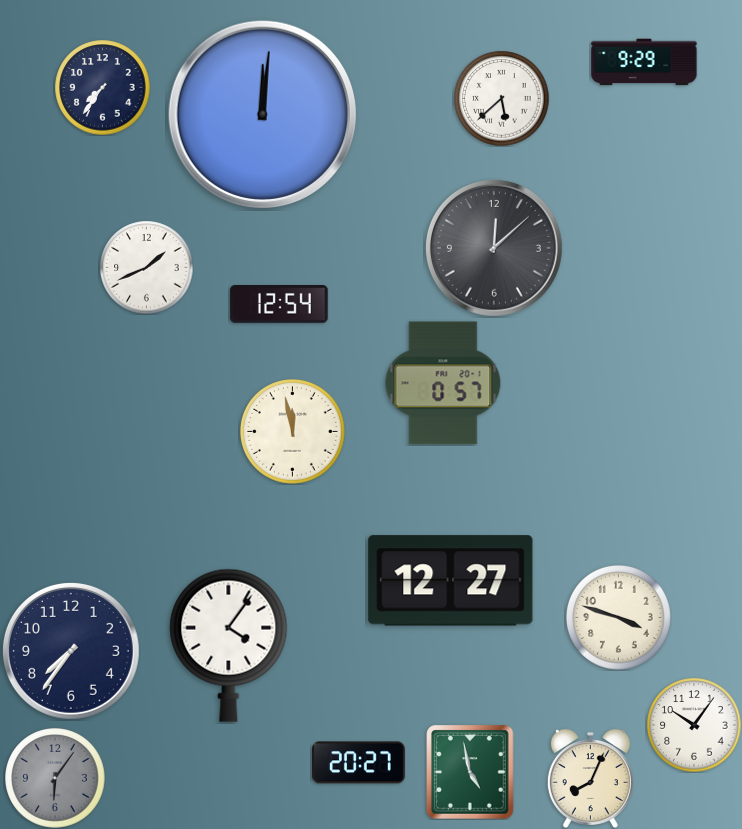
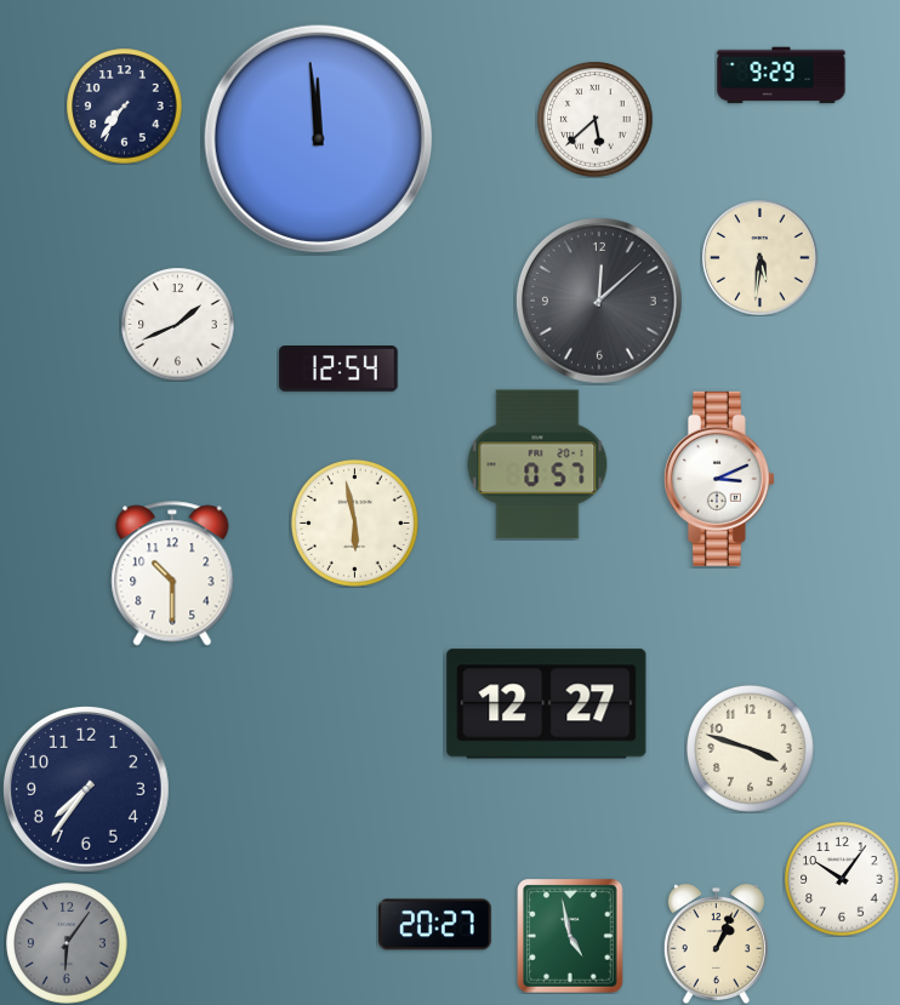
clock at (501, 98) position: (501, 98) -> (594, 119)
clock at (262, 114): 12:01 -> 11:59
clock at (761, 258): none -> 5:31
clock at (719, 479): none -> 3:11
clock at (292, 431): 11:58 -> 5:58
clock at (172, 573): none -> 10:30
clock at (229, 645): 4:06 -> none
clock at (590, 778): 8:04 -> 1:04
